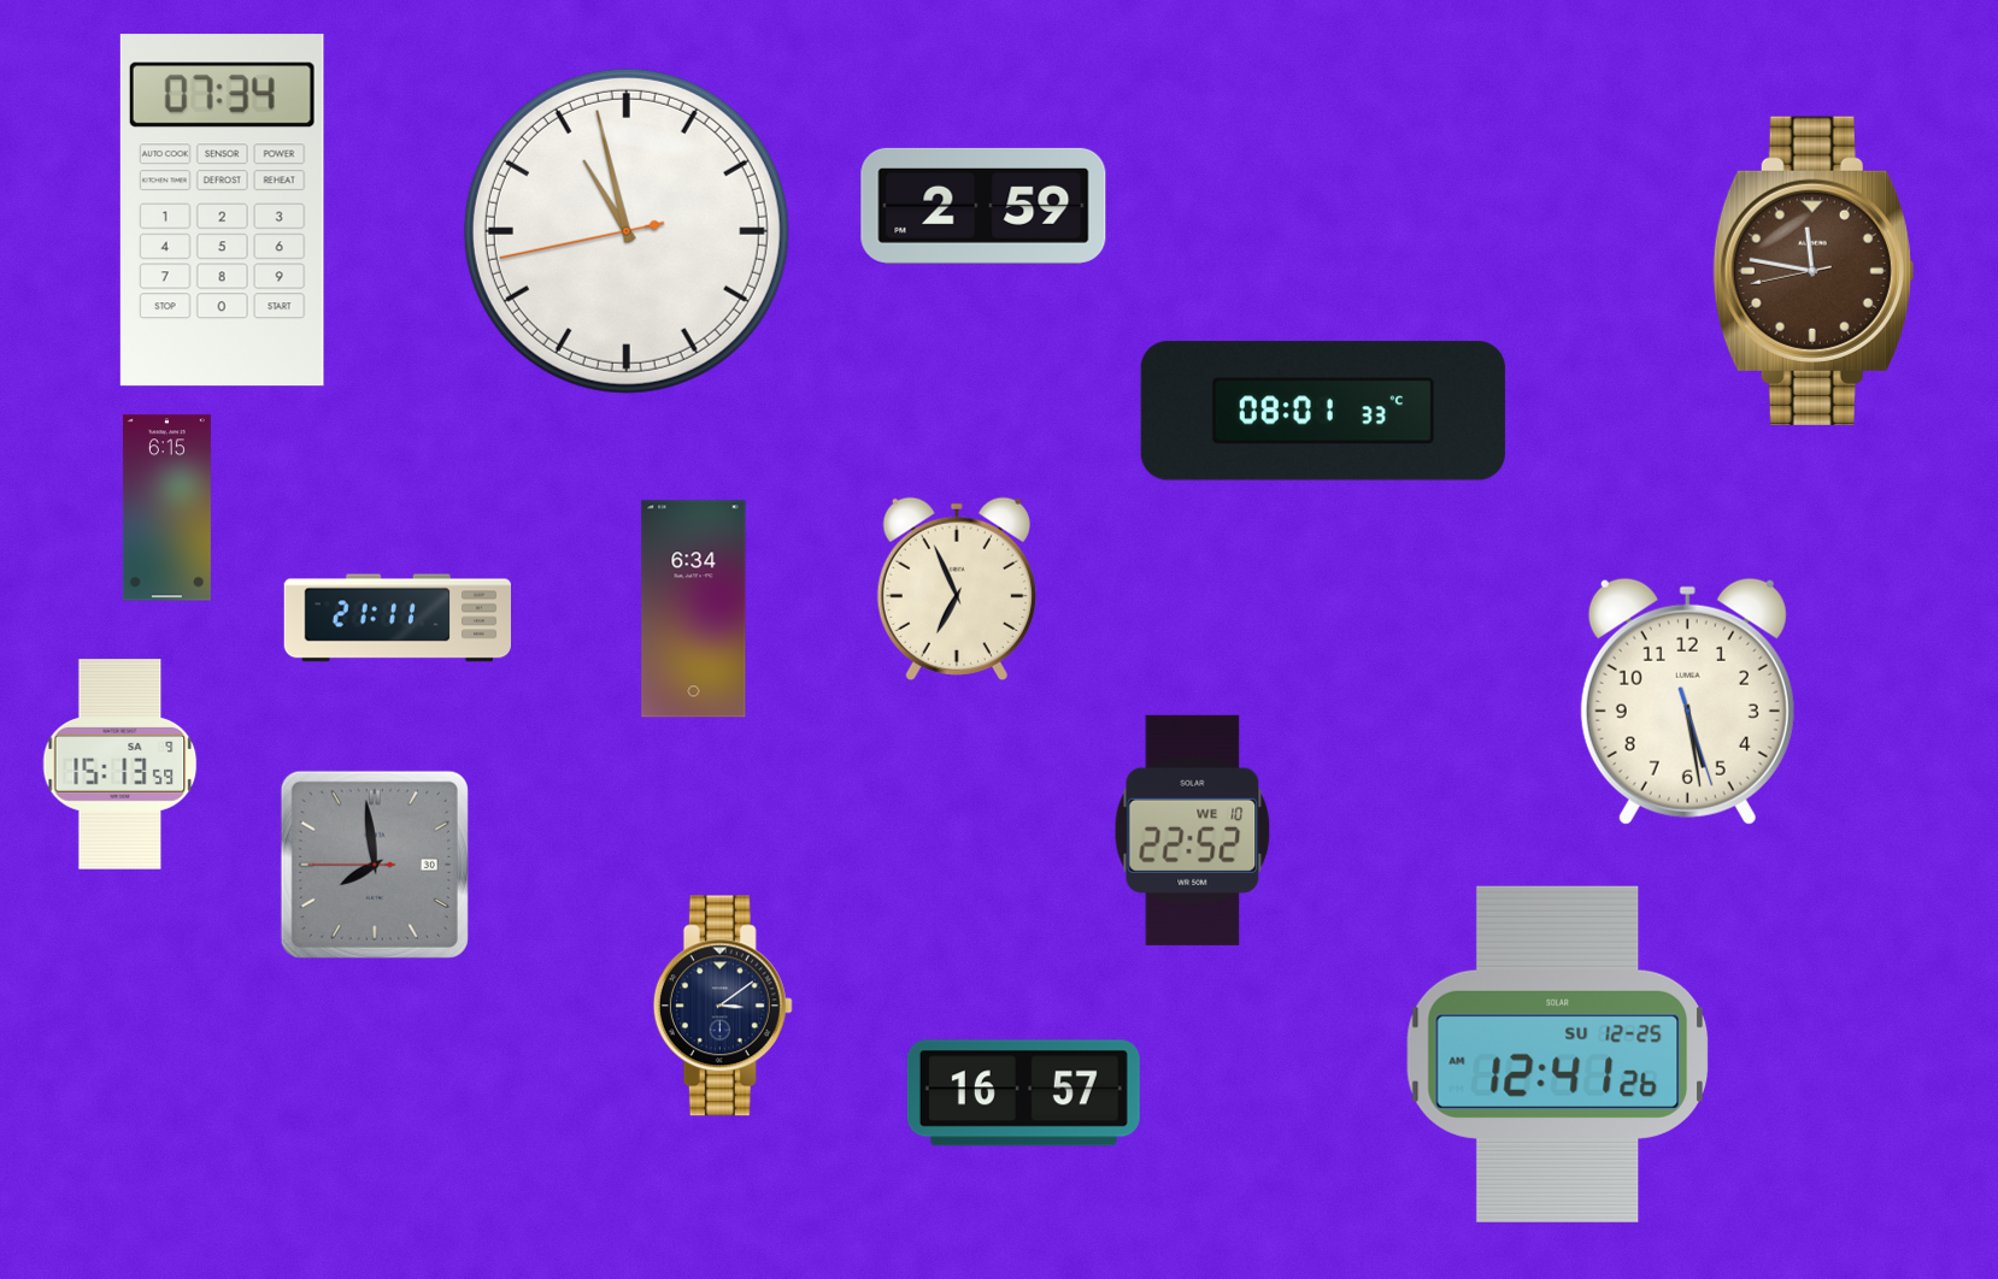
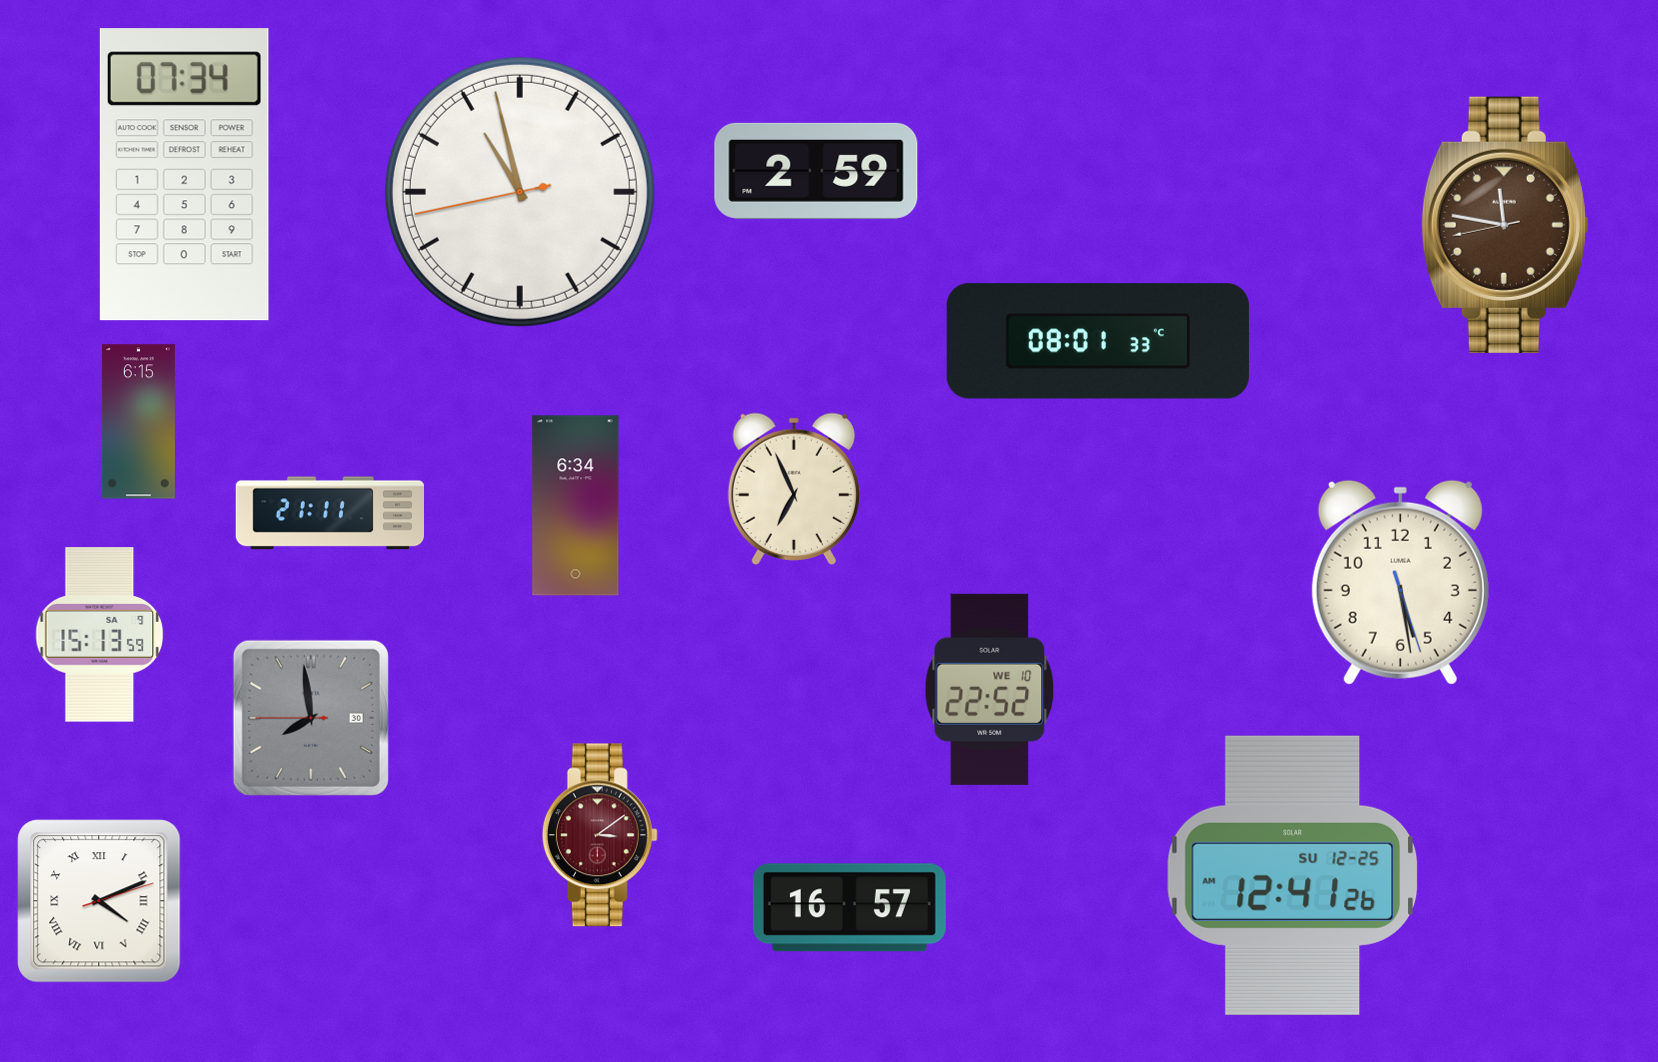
clock at (723, 1006) dial: navy -> burgundy
clock at (99, 901): none -> 4:11
